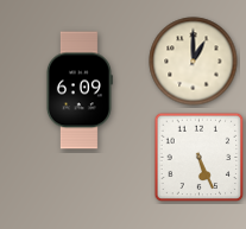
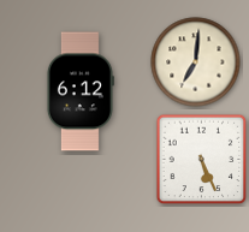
clock at (194, 62): 1:00 -> 7:01
clock at (78, 90): 6:09 -> 6:12
